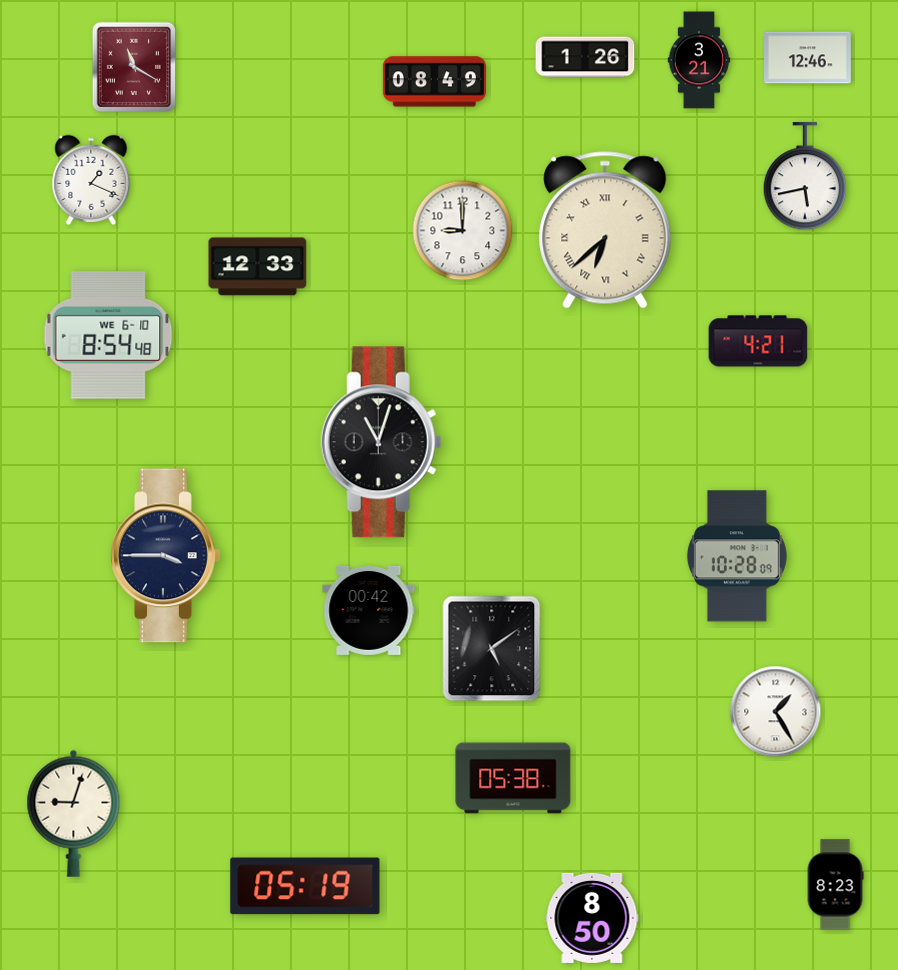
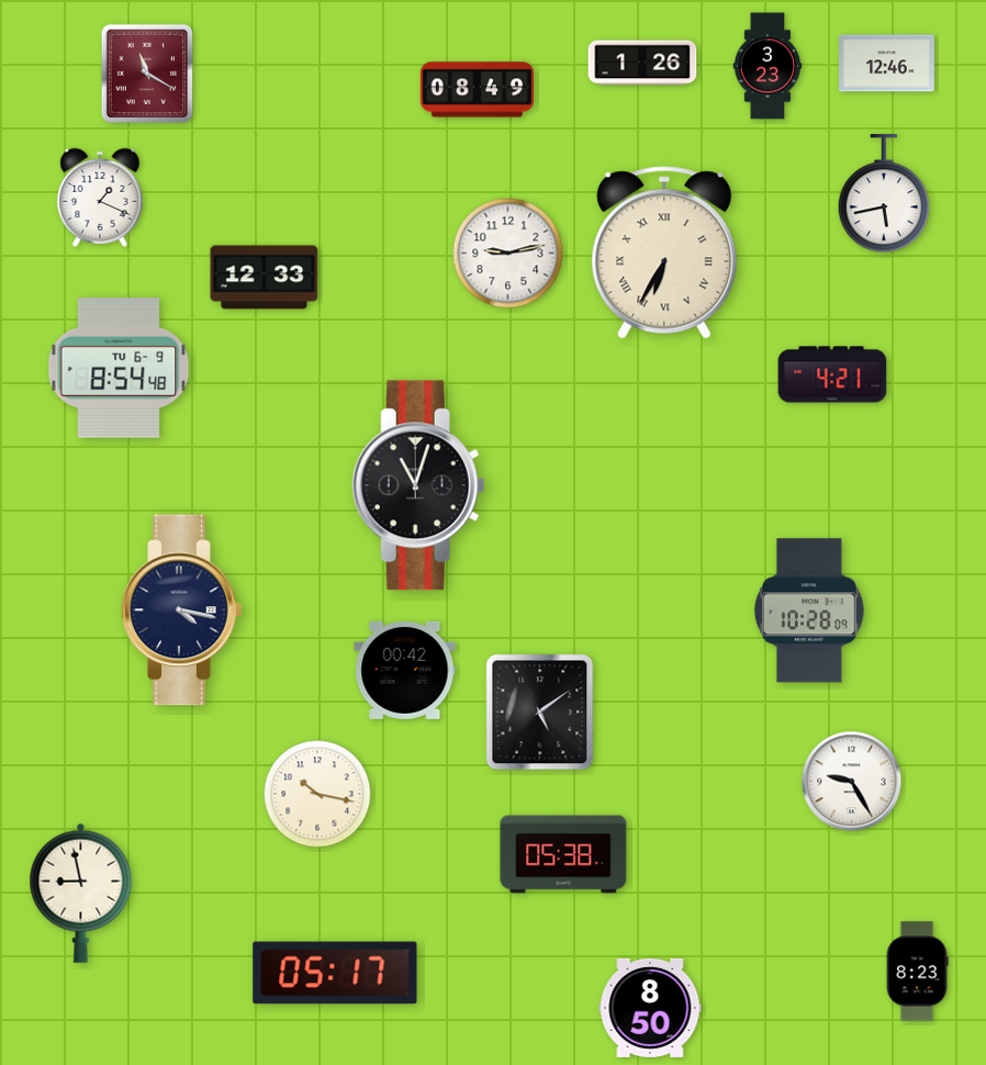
clock at (699, 60): 3:21 -> 3:23
clock at (605, 230): 6:38 -> 6:35
clock at (463, 231): 9:00 -> 9:13
clock at (258, 267) position: (258, 267) -> (265, 278)
clock at (108, 336) date: WE 6-10 -> TU 6-9
clock at (166, 556): 3:45 -> 4:17
clock at (776, 712): 1:25 -> 9:25
clock at (317, 794): none -> 10:17
clock at (74, 813): 9:03 -> 8:58
clock at (305, 886): 05:19 -> 05:17
